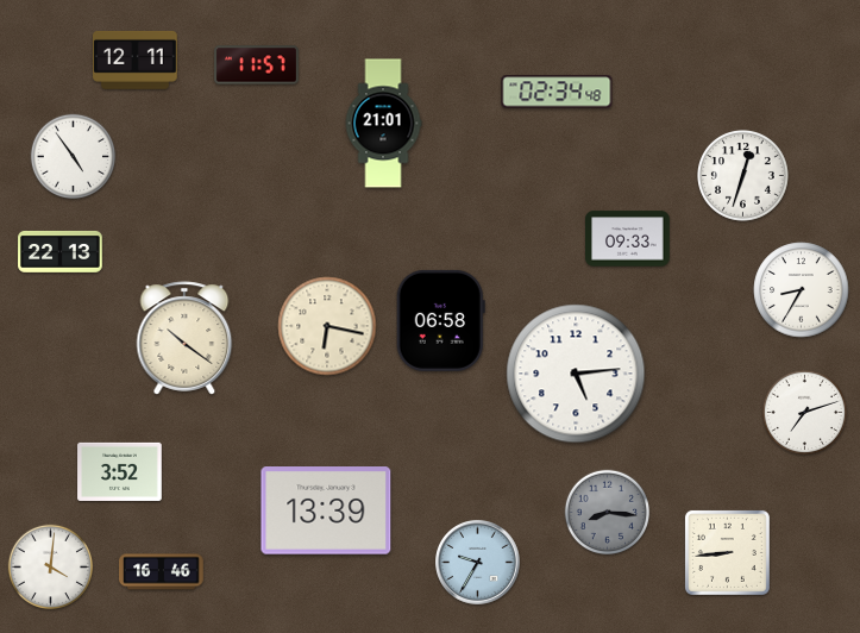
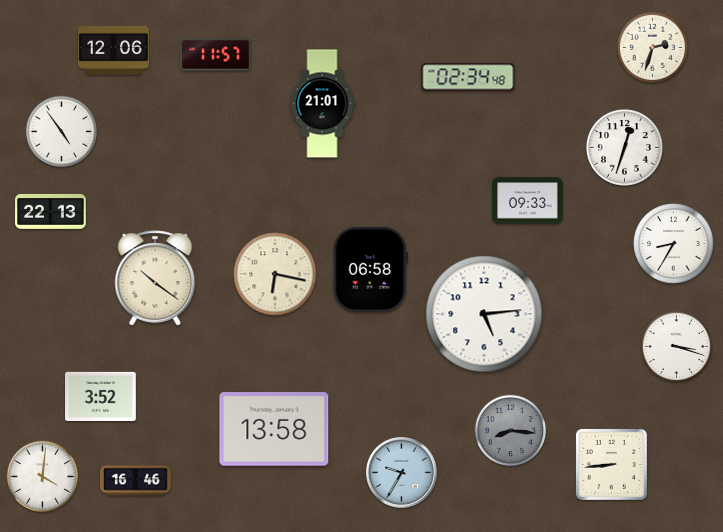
clock at (653, 48): none -> 2:33
clock at (136, 59): 12:11 -> 12:06
clock at (184, 338) position: (184, 338) -> (155, 278)
clock at (805, 413): 7:12 -> 3:18
clock at (326, 510): 13:39 -> 13:58
